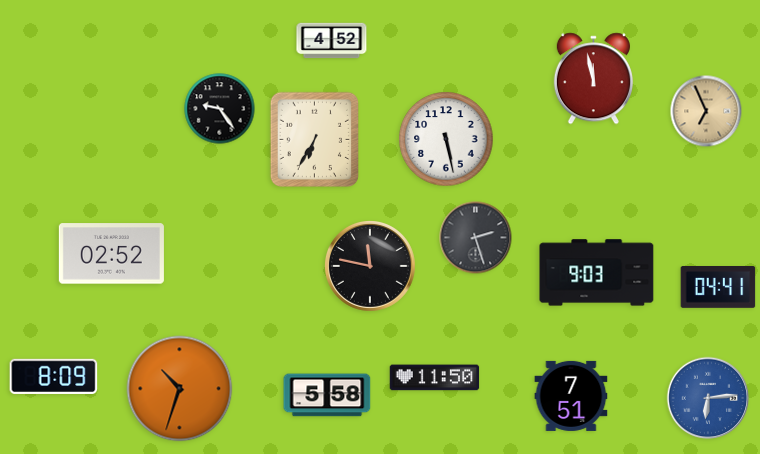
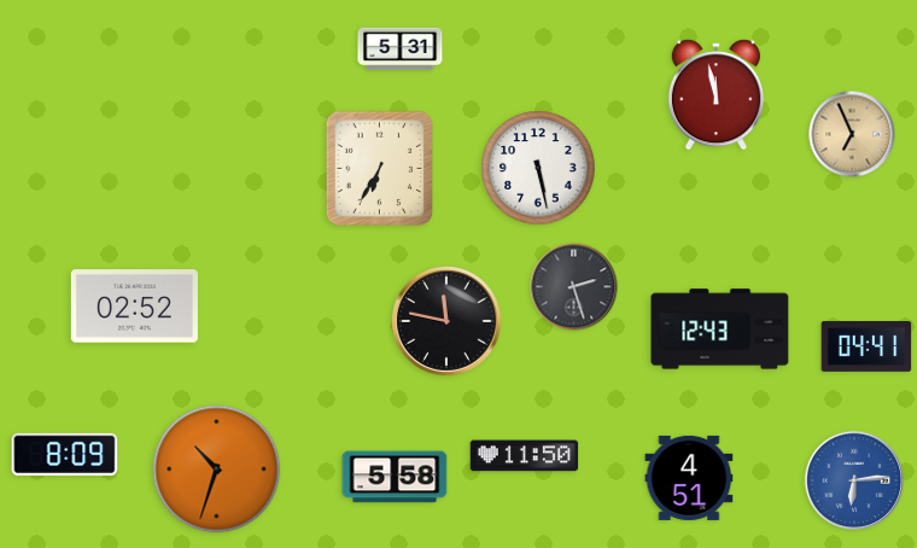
clock at (332, 41): 4:52 -> 5:31
clock at (220, 109): 9:24 -> none
clock at (597, 273): 9:03 -> 12:43
clock at (571, 396): 7:51 -> 4:51
